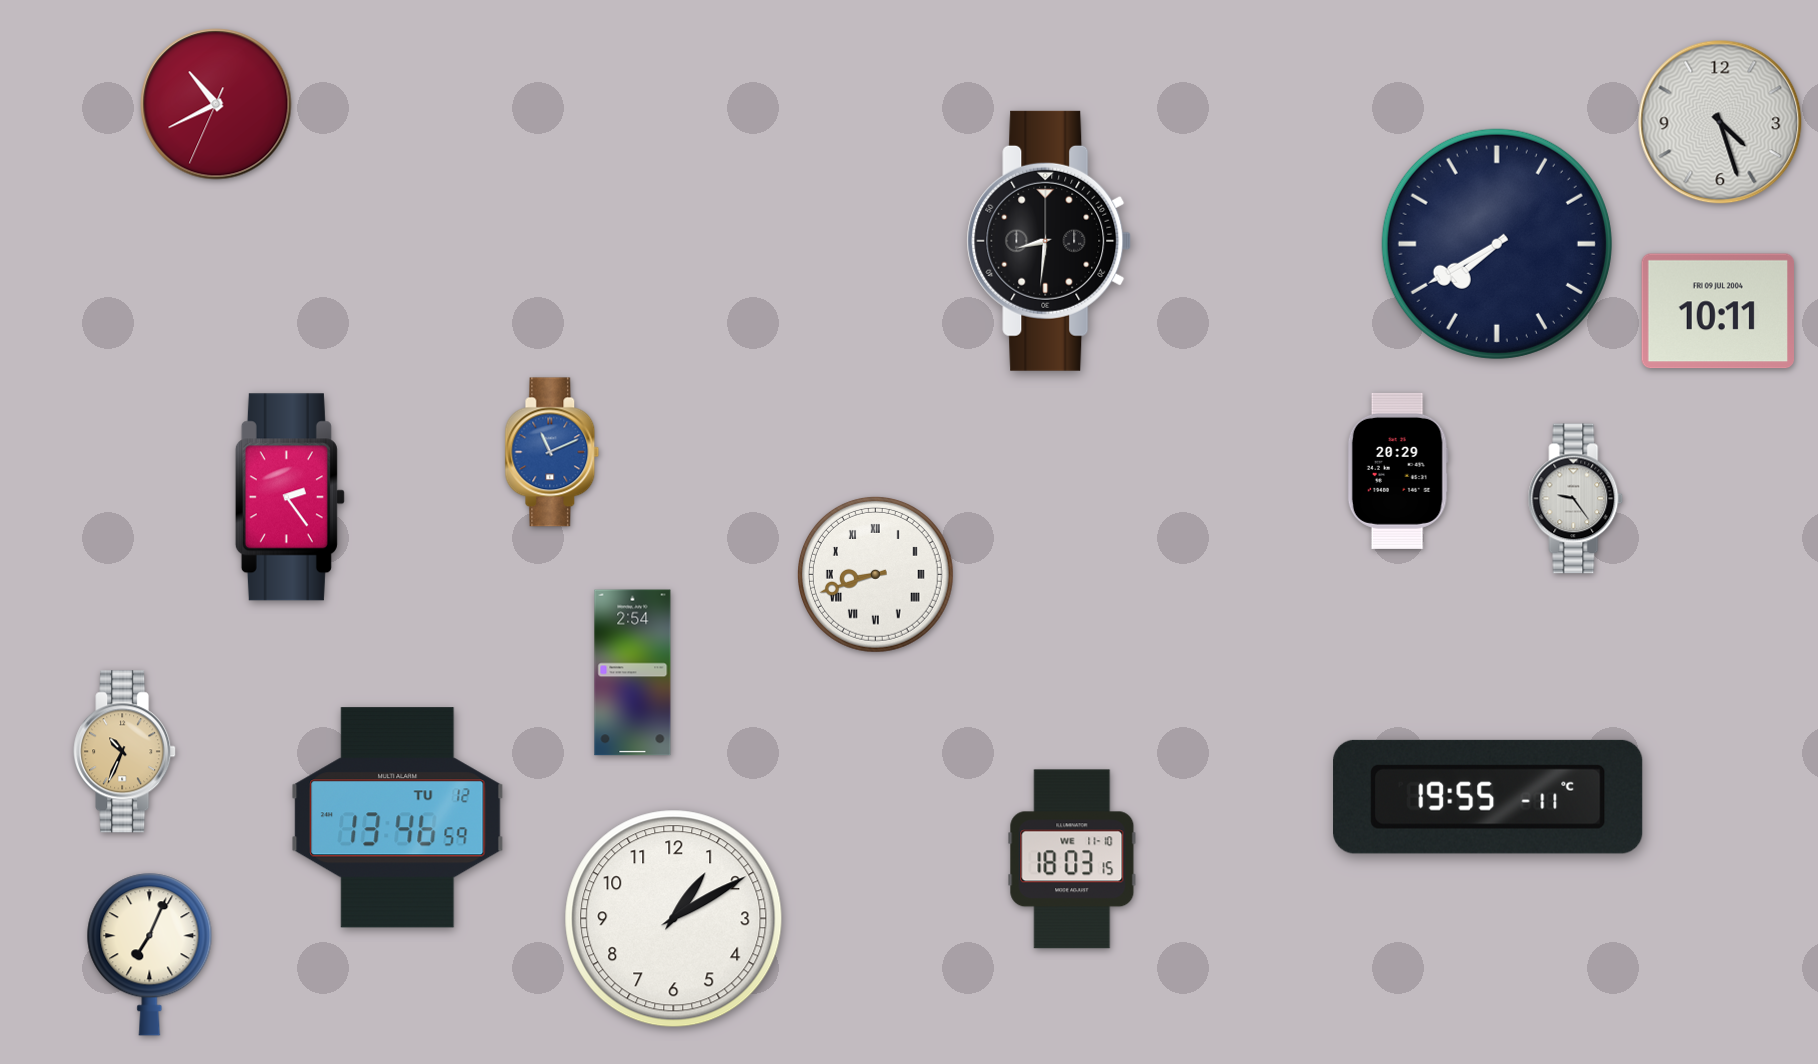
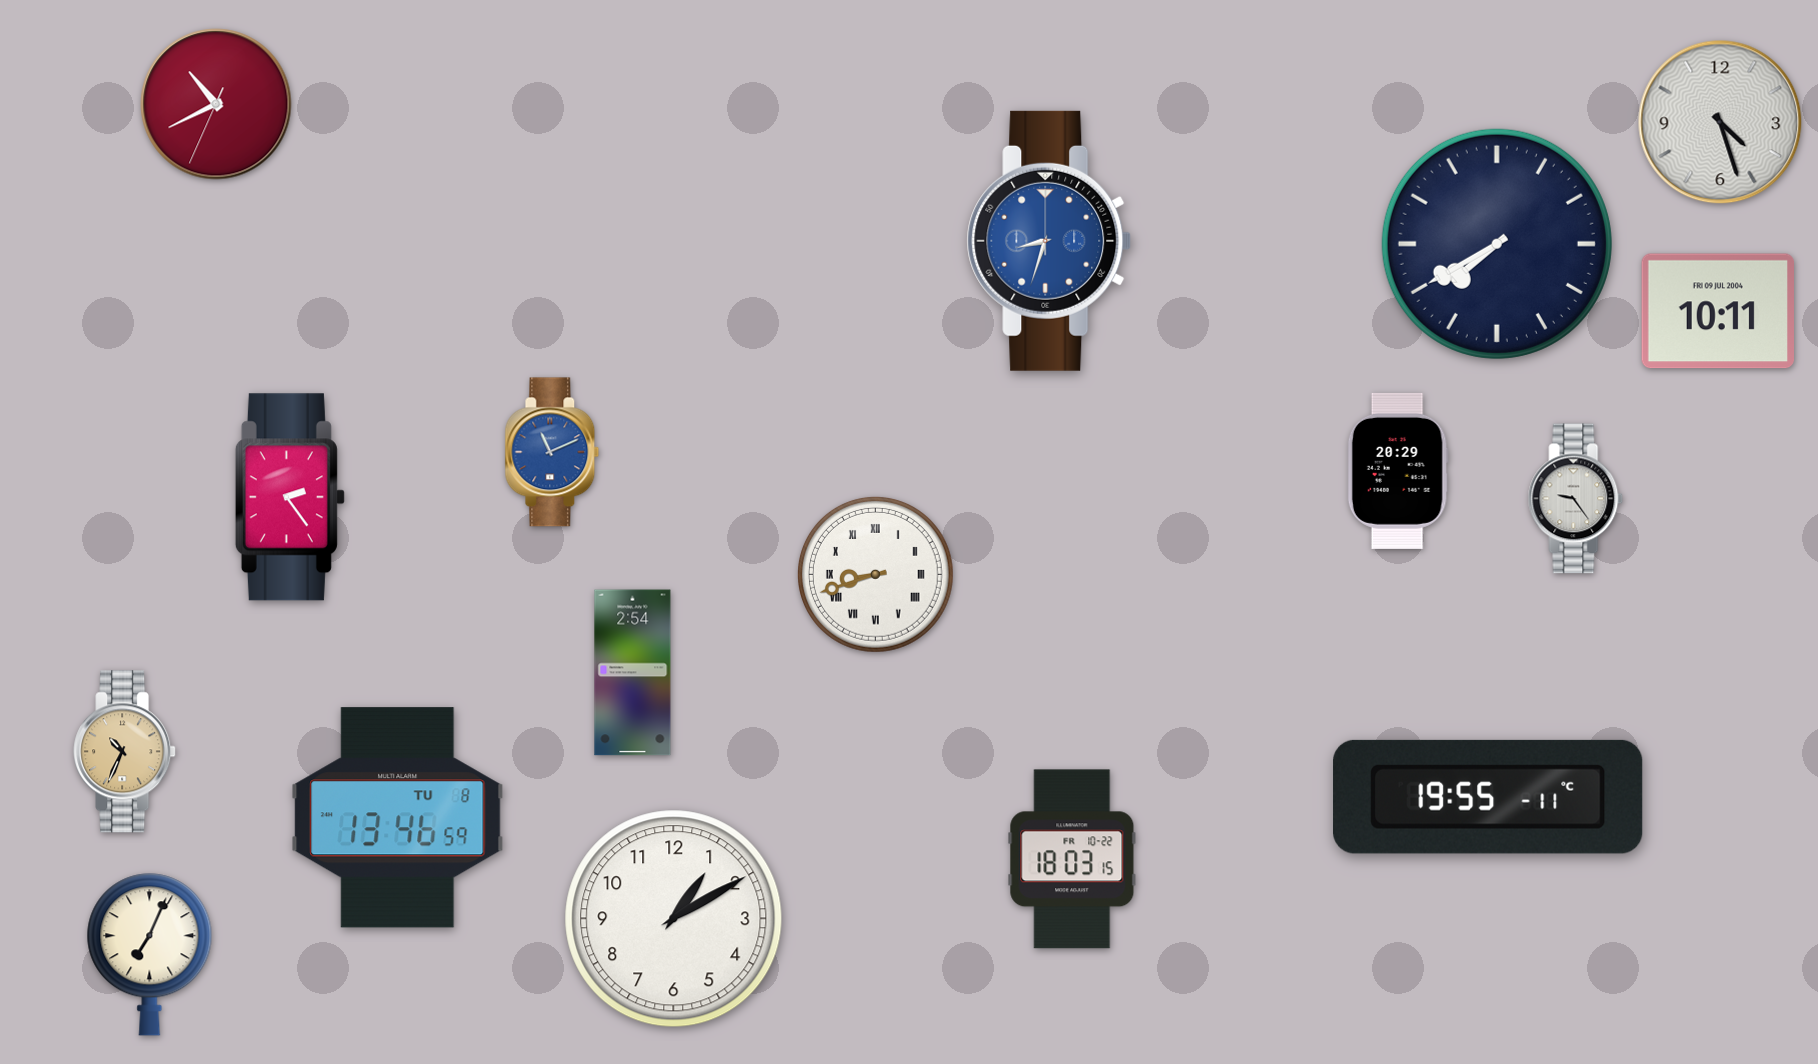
clock at (1049, 241): 8:31 -> 8:33
clock at (1049, 241) dial: black -> blue
clock at (398, 818) date: TU 12 -> TU 8
clock at (1072, 859) date: WE 11-10 -> FR 10-22
